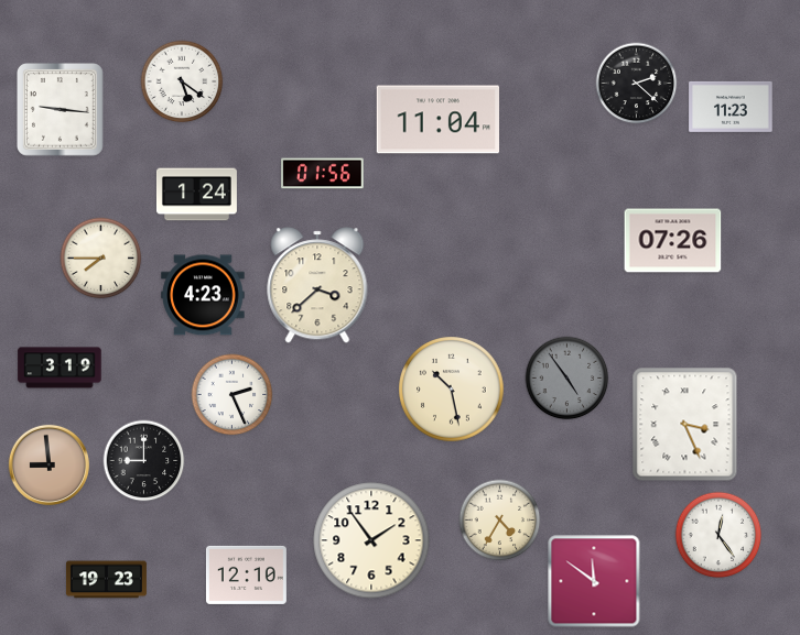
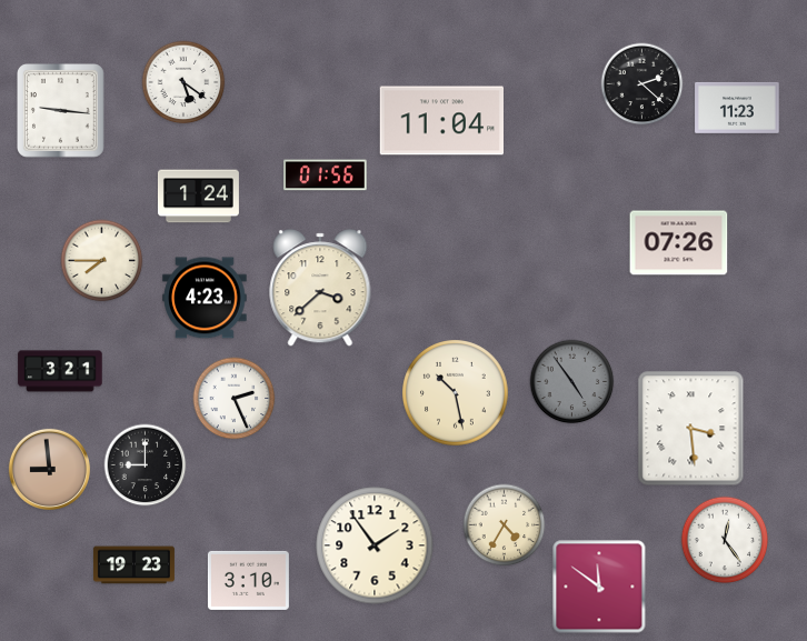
clock at (60, 368): 3:19 -> 3:21
clock at (685, 425): 3:26 -> 3:29
clock at (246, 574): 12:10 -> 3:10
clock at (106, 580) position: (106, 580) -> (133, 565)
